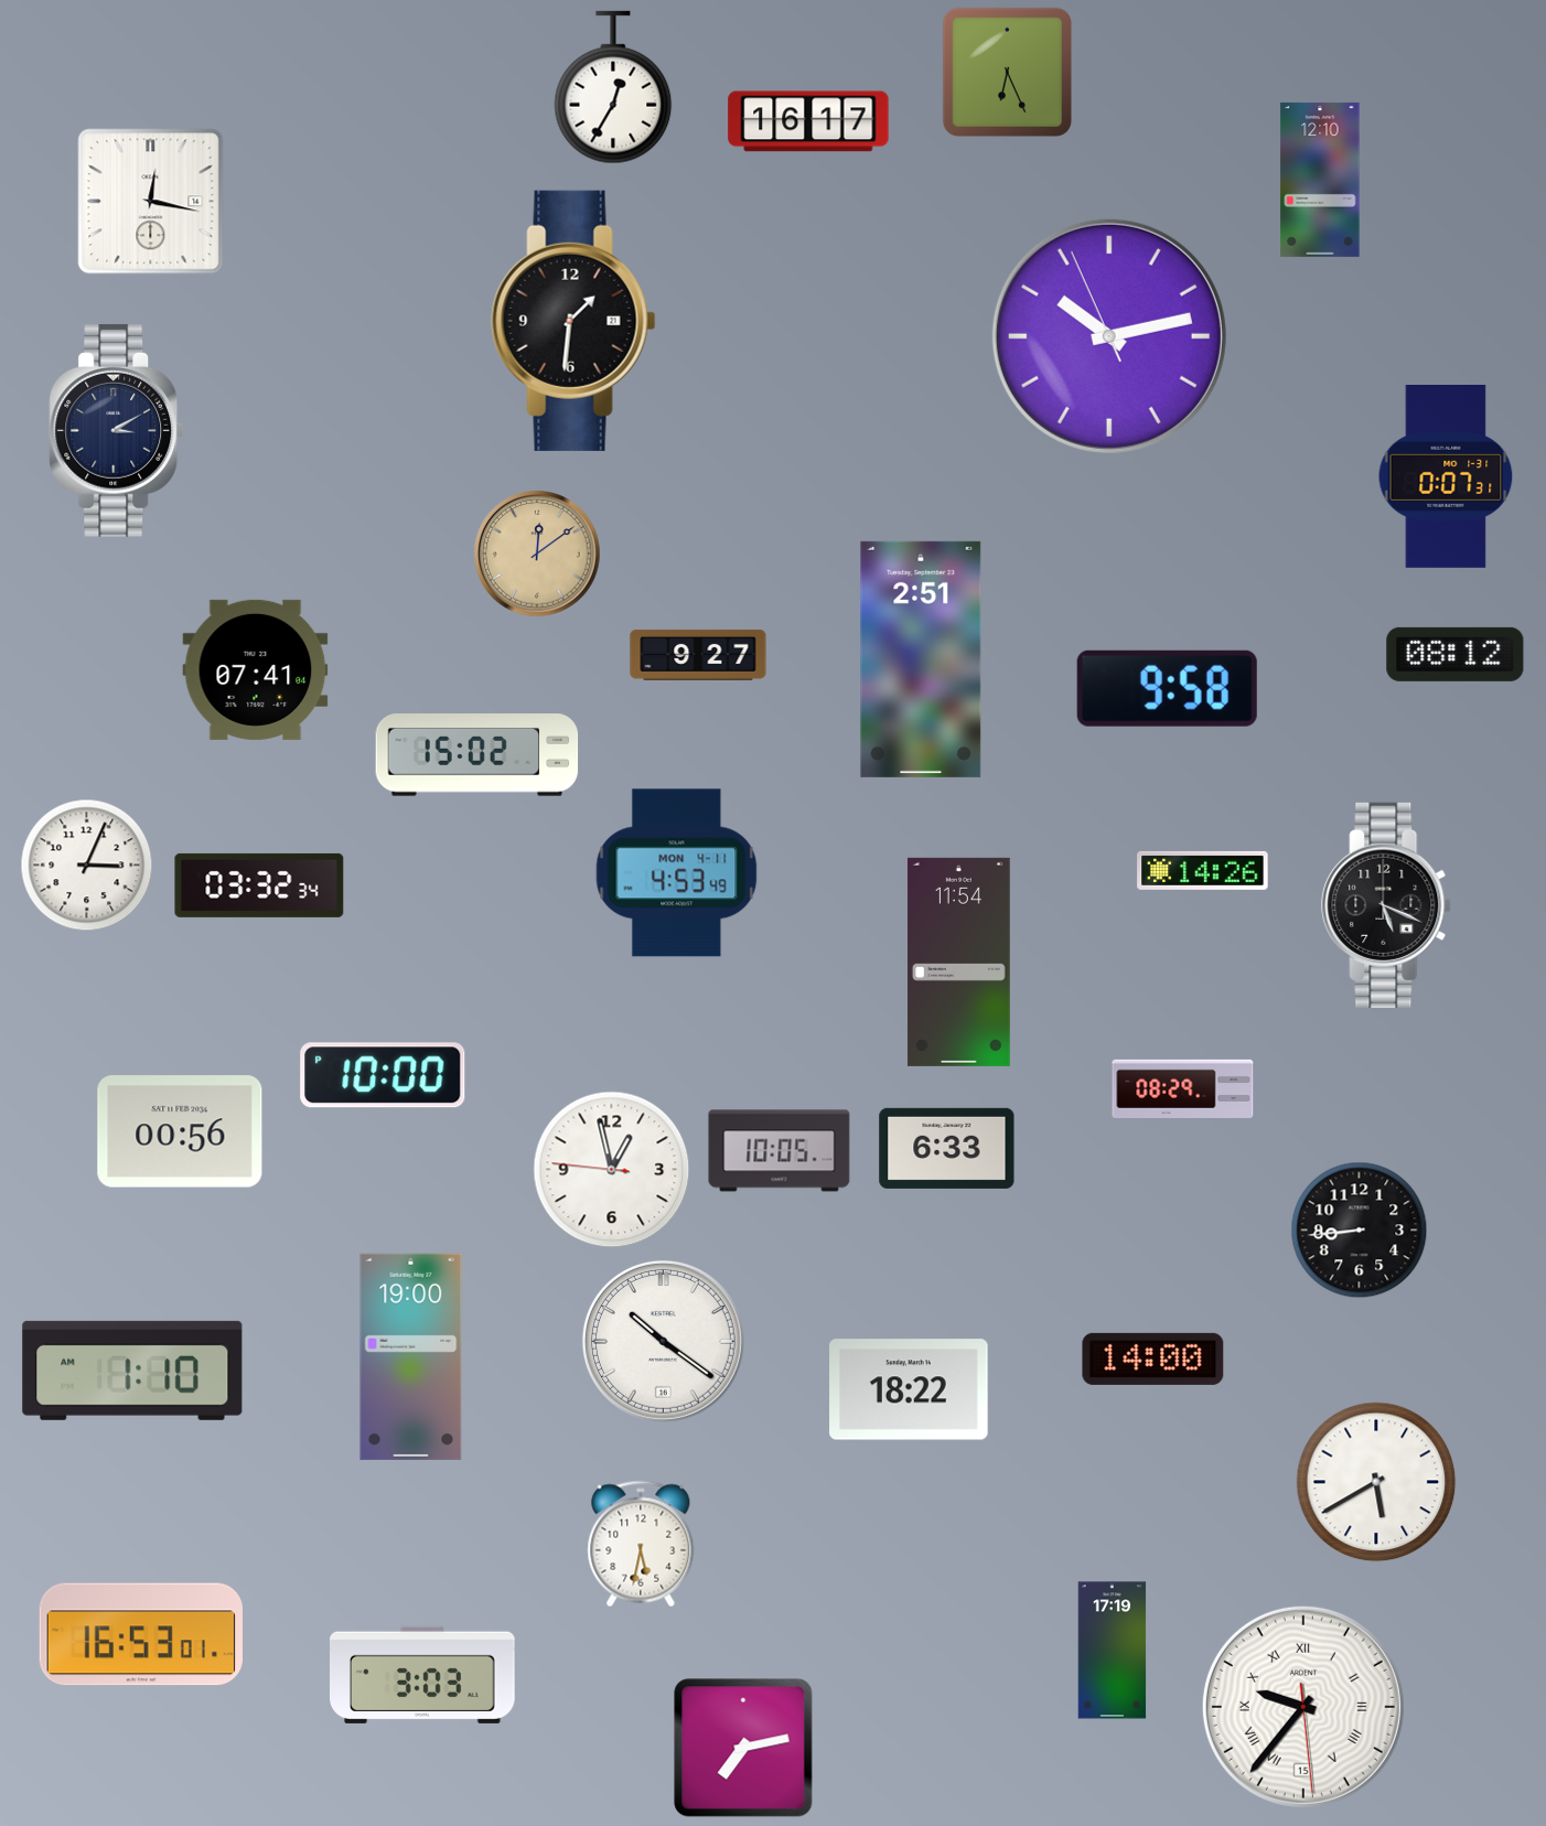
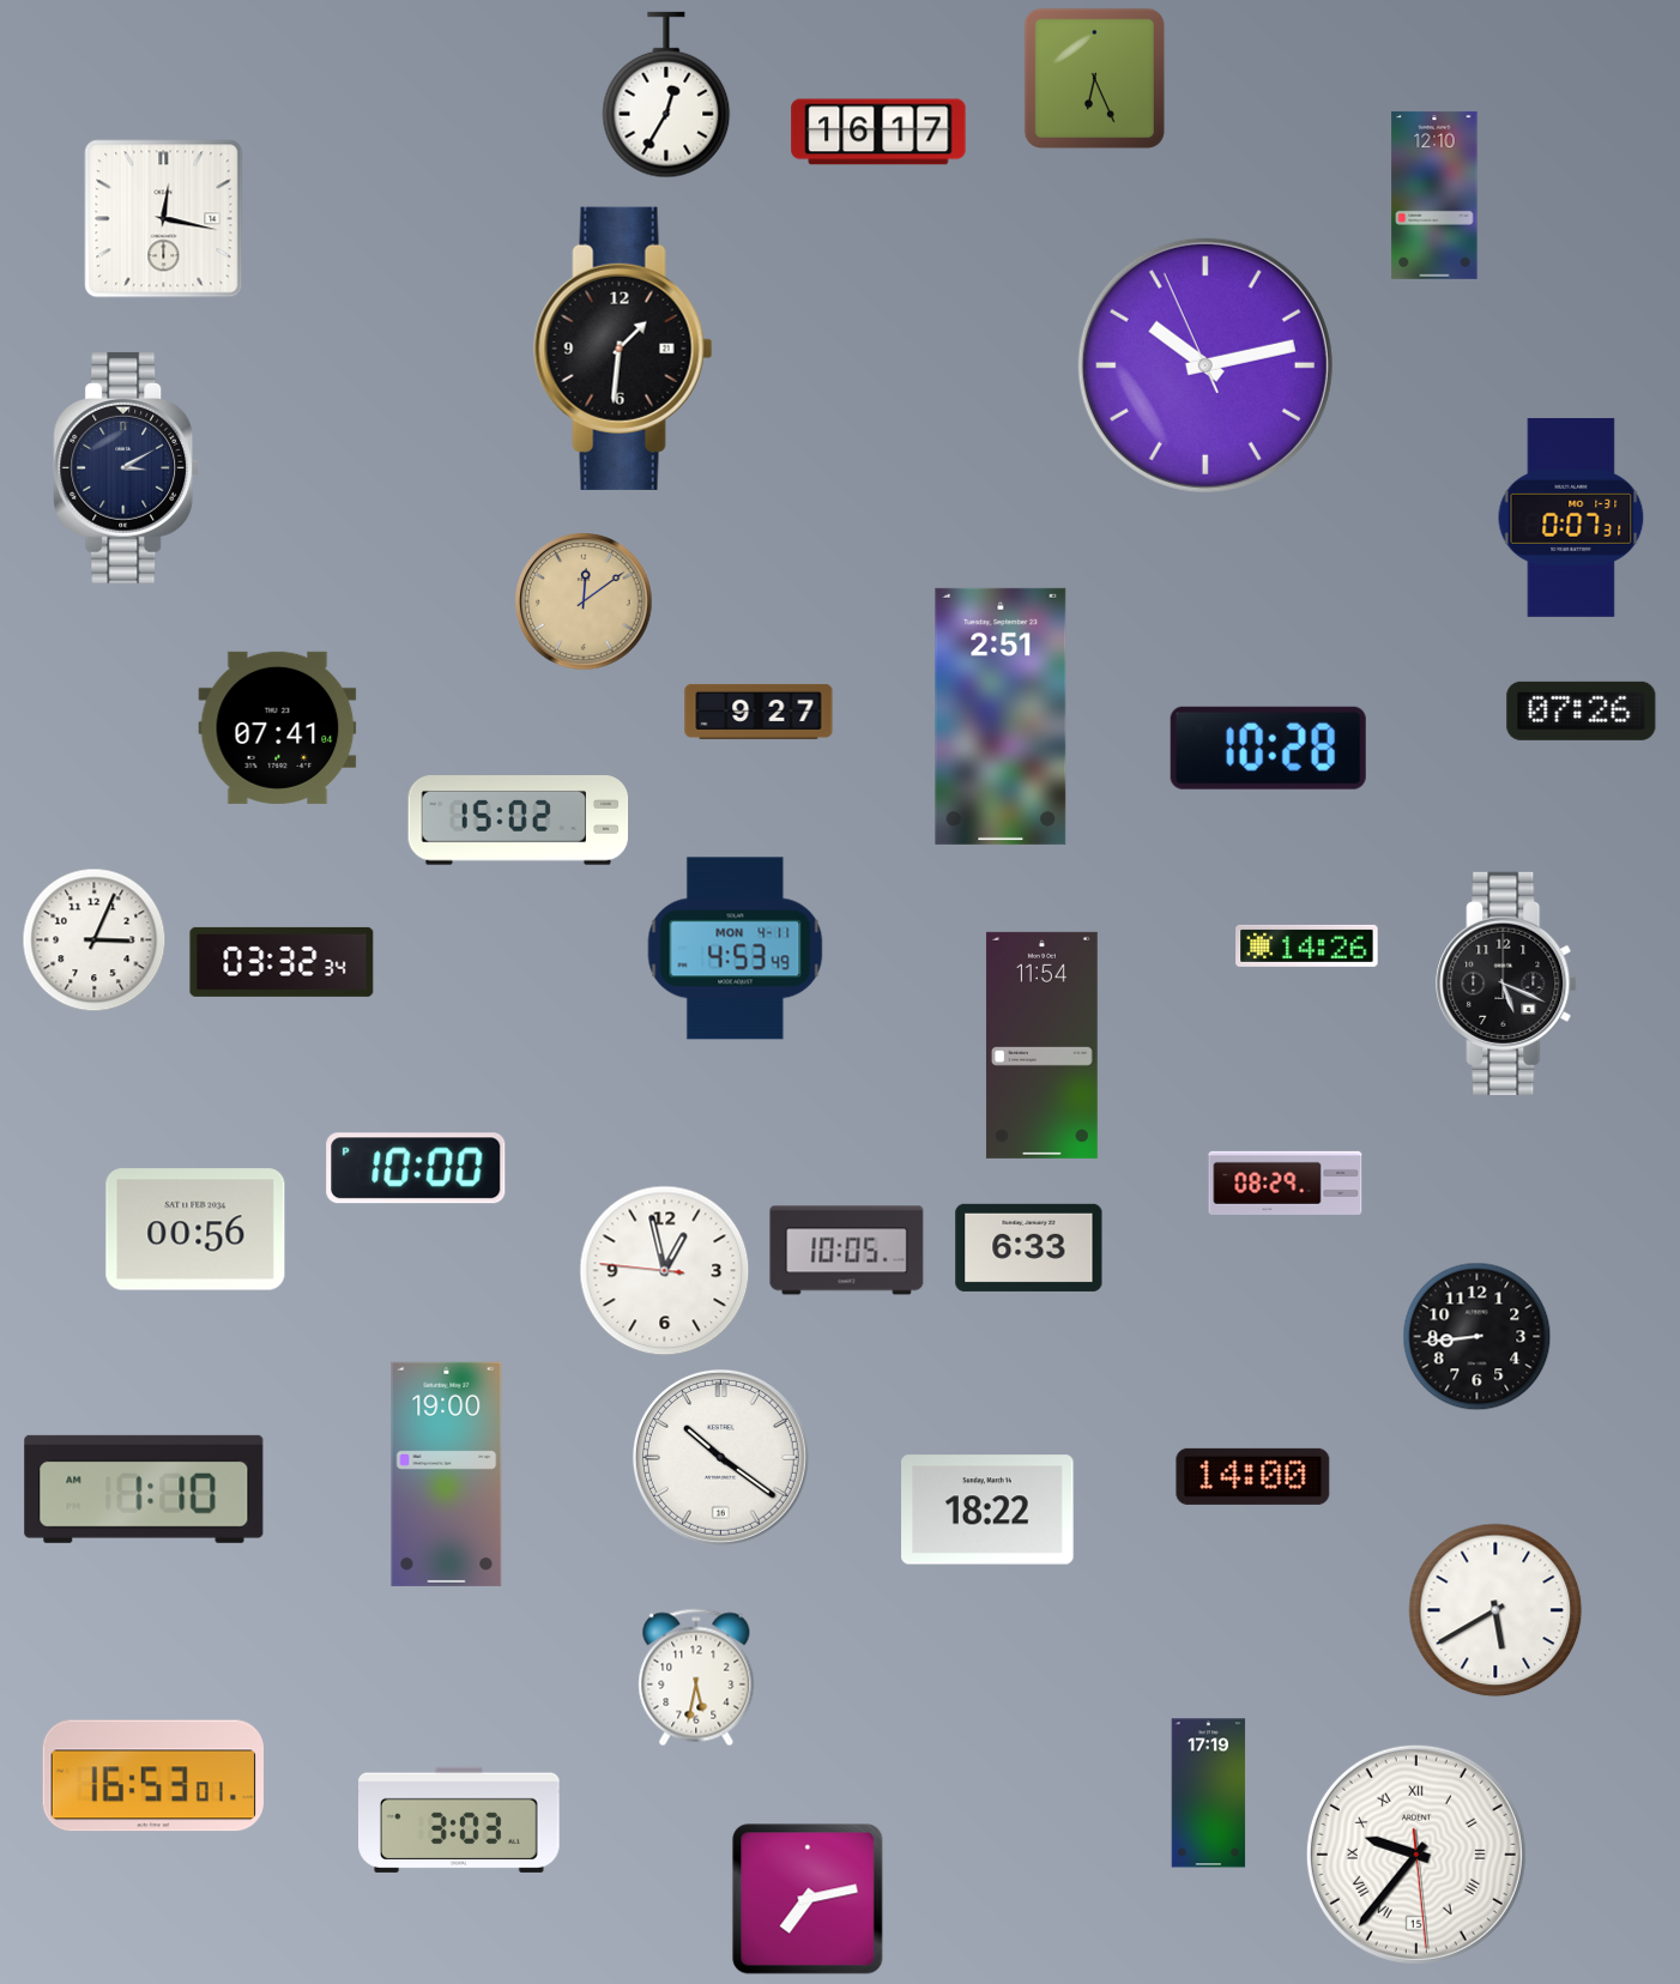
clock at (1456, 654): 08:12 -> 07:26
clock at (1167, 688): 9:58 -> 10:28
